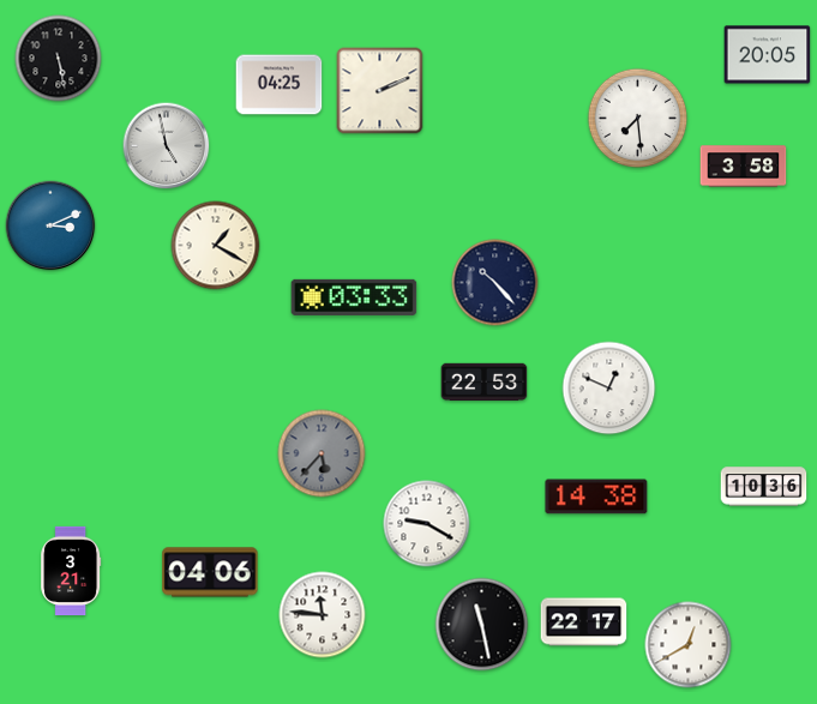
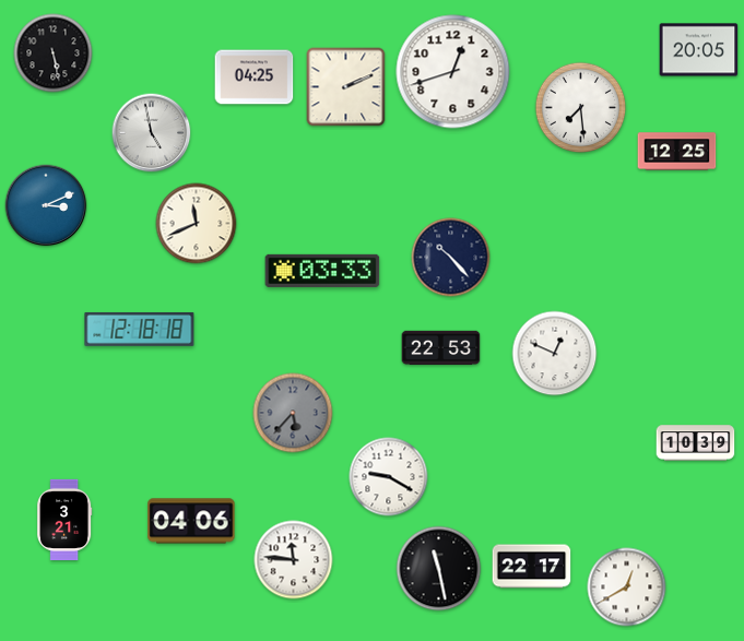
clock at (453, 72): none -> 12:42
clock at (380, 91) position: (380, 91) -> (346, 87)
clock at (744, 167): 3:58 -> 12:25
clock at (216, 246): 1:20 -> 11:41
clock at (140, 329): none -> 12:18
clock at (764, 487): 10:36 -> 10:39
clock at (596, 497): 14:38 -> none
